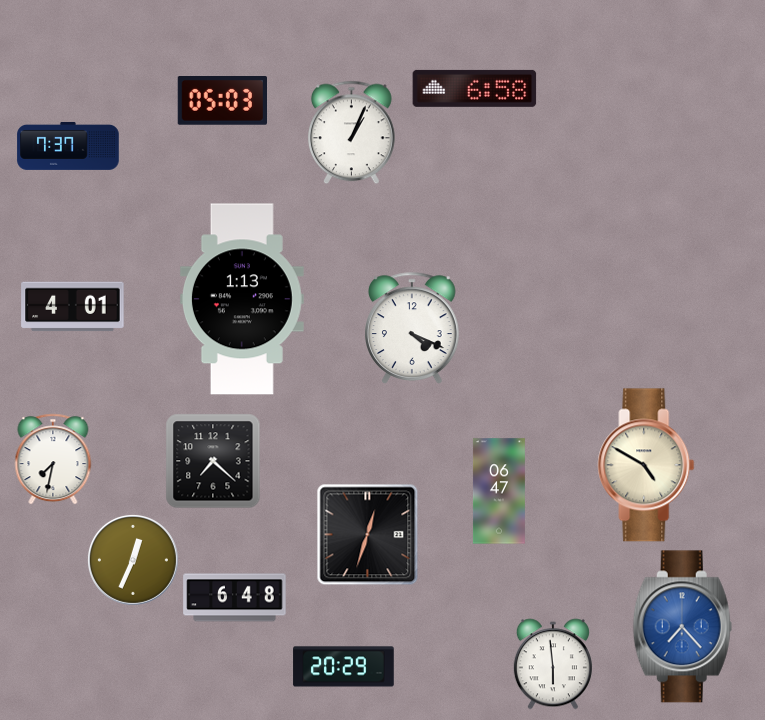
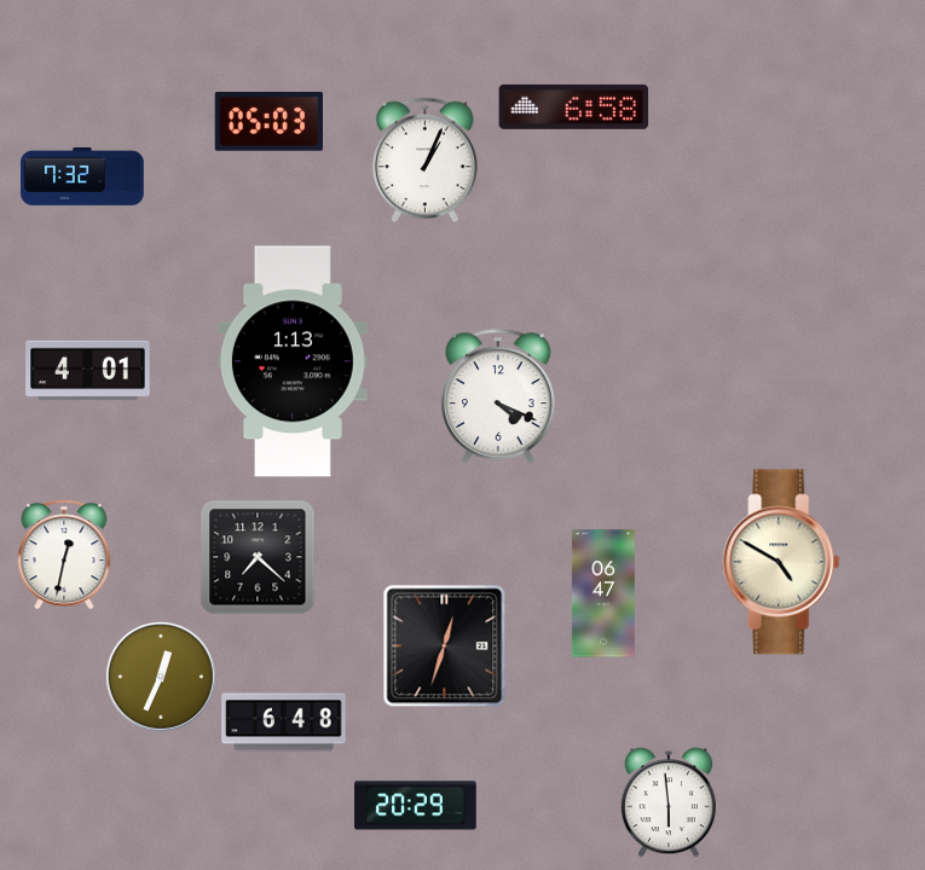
clock at (68, 146): 7:37 -> 7:32
clock at (53, 459): 7:32 -> 12:32
clock at (682, 627): 7:23 -> none
